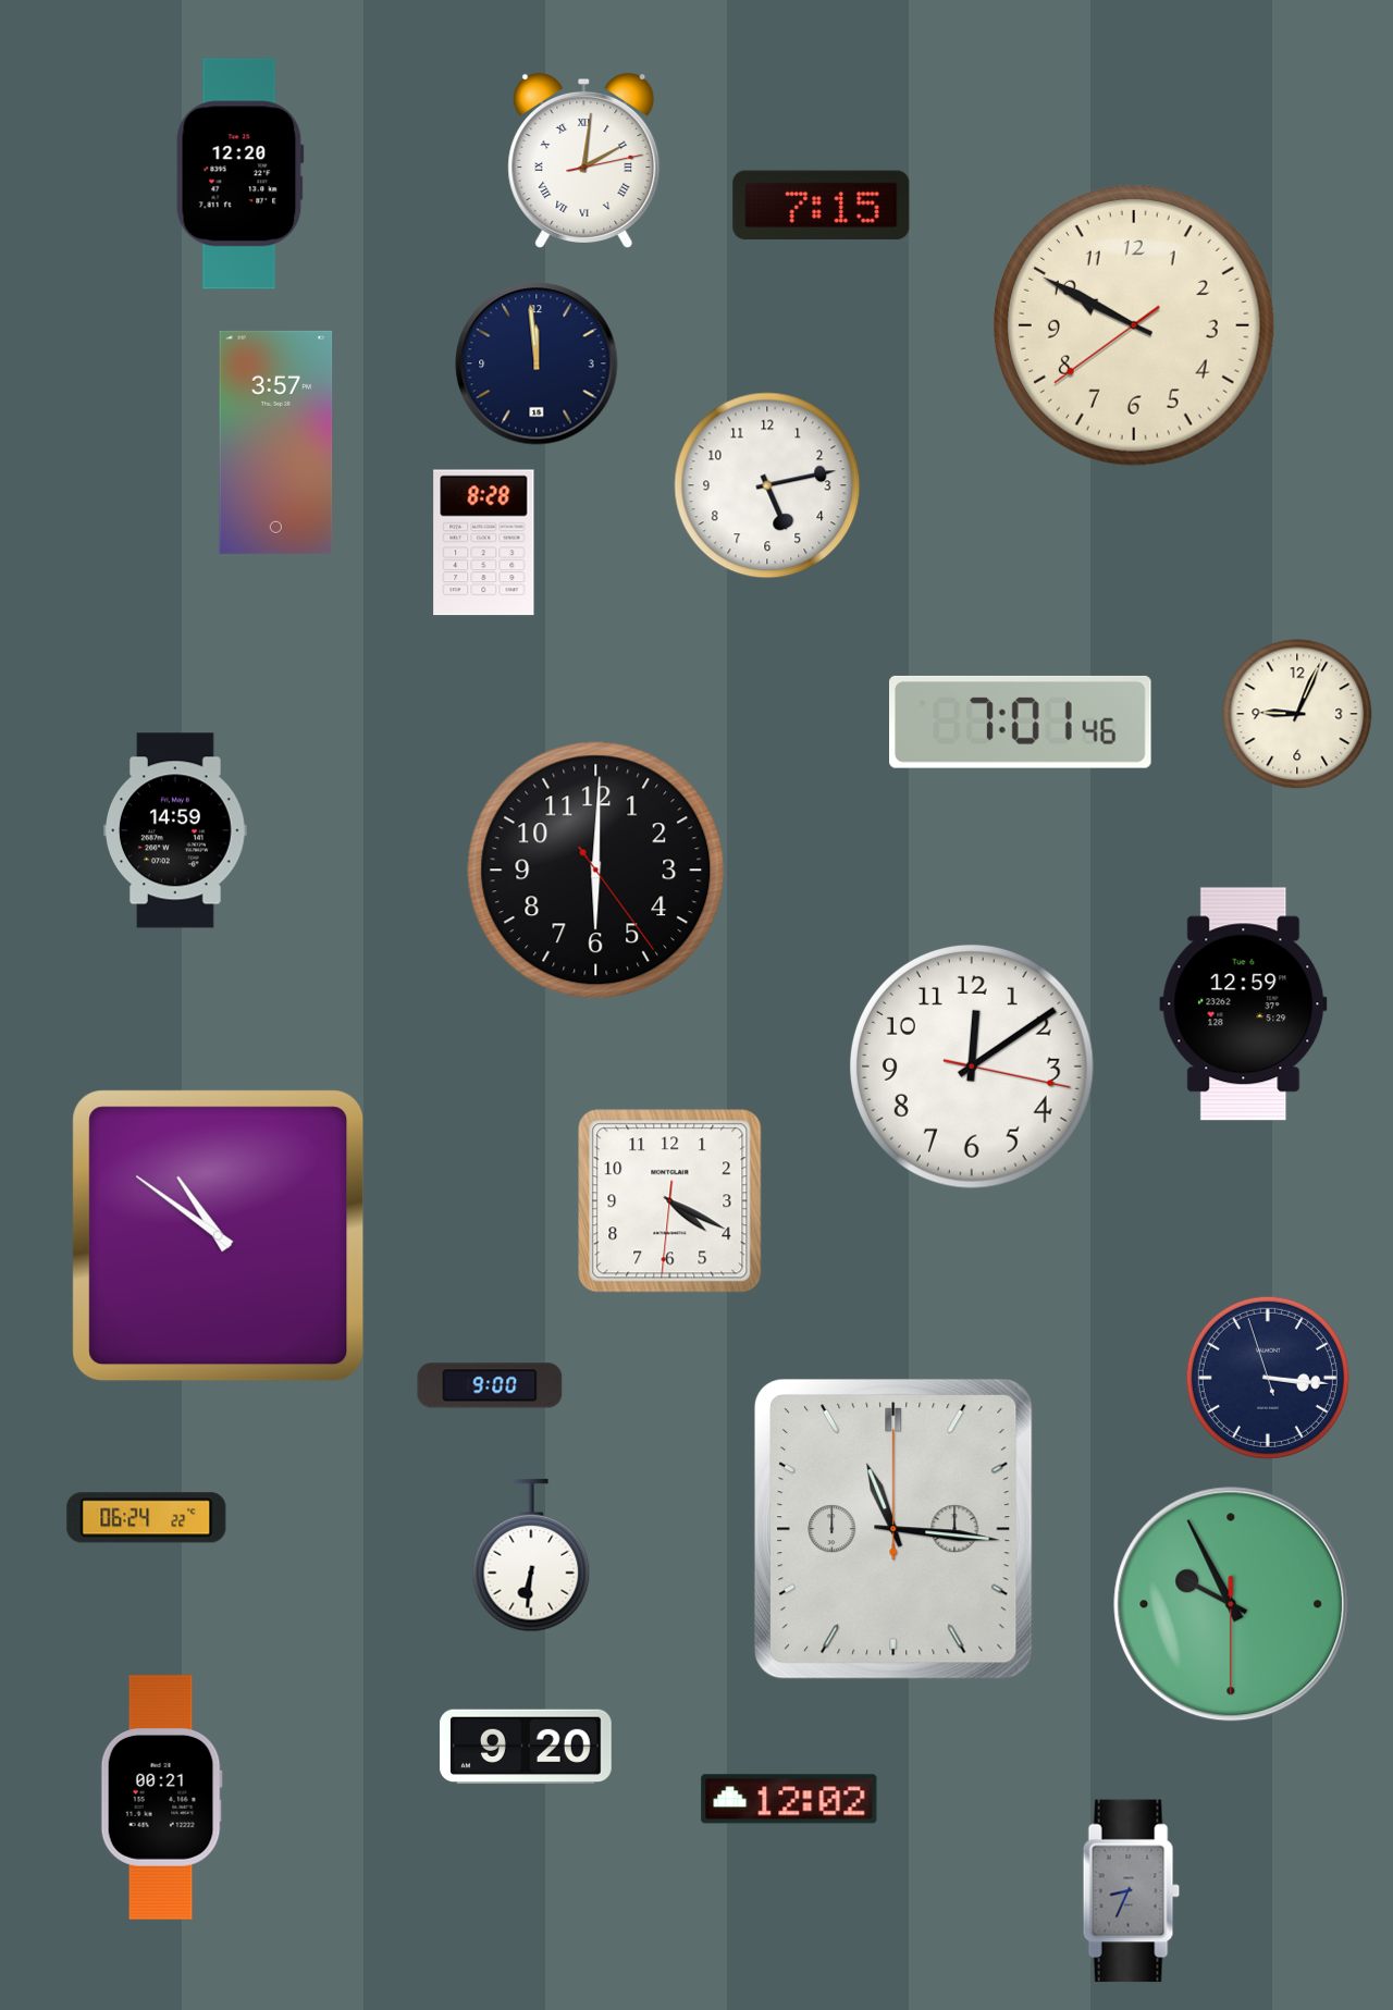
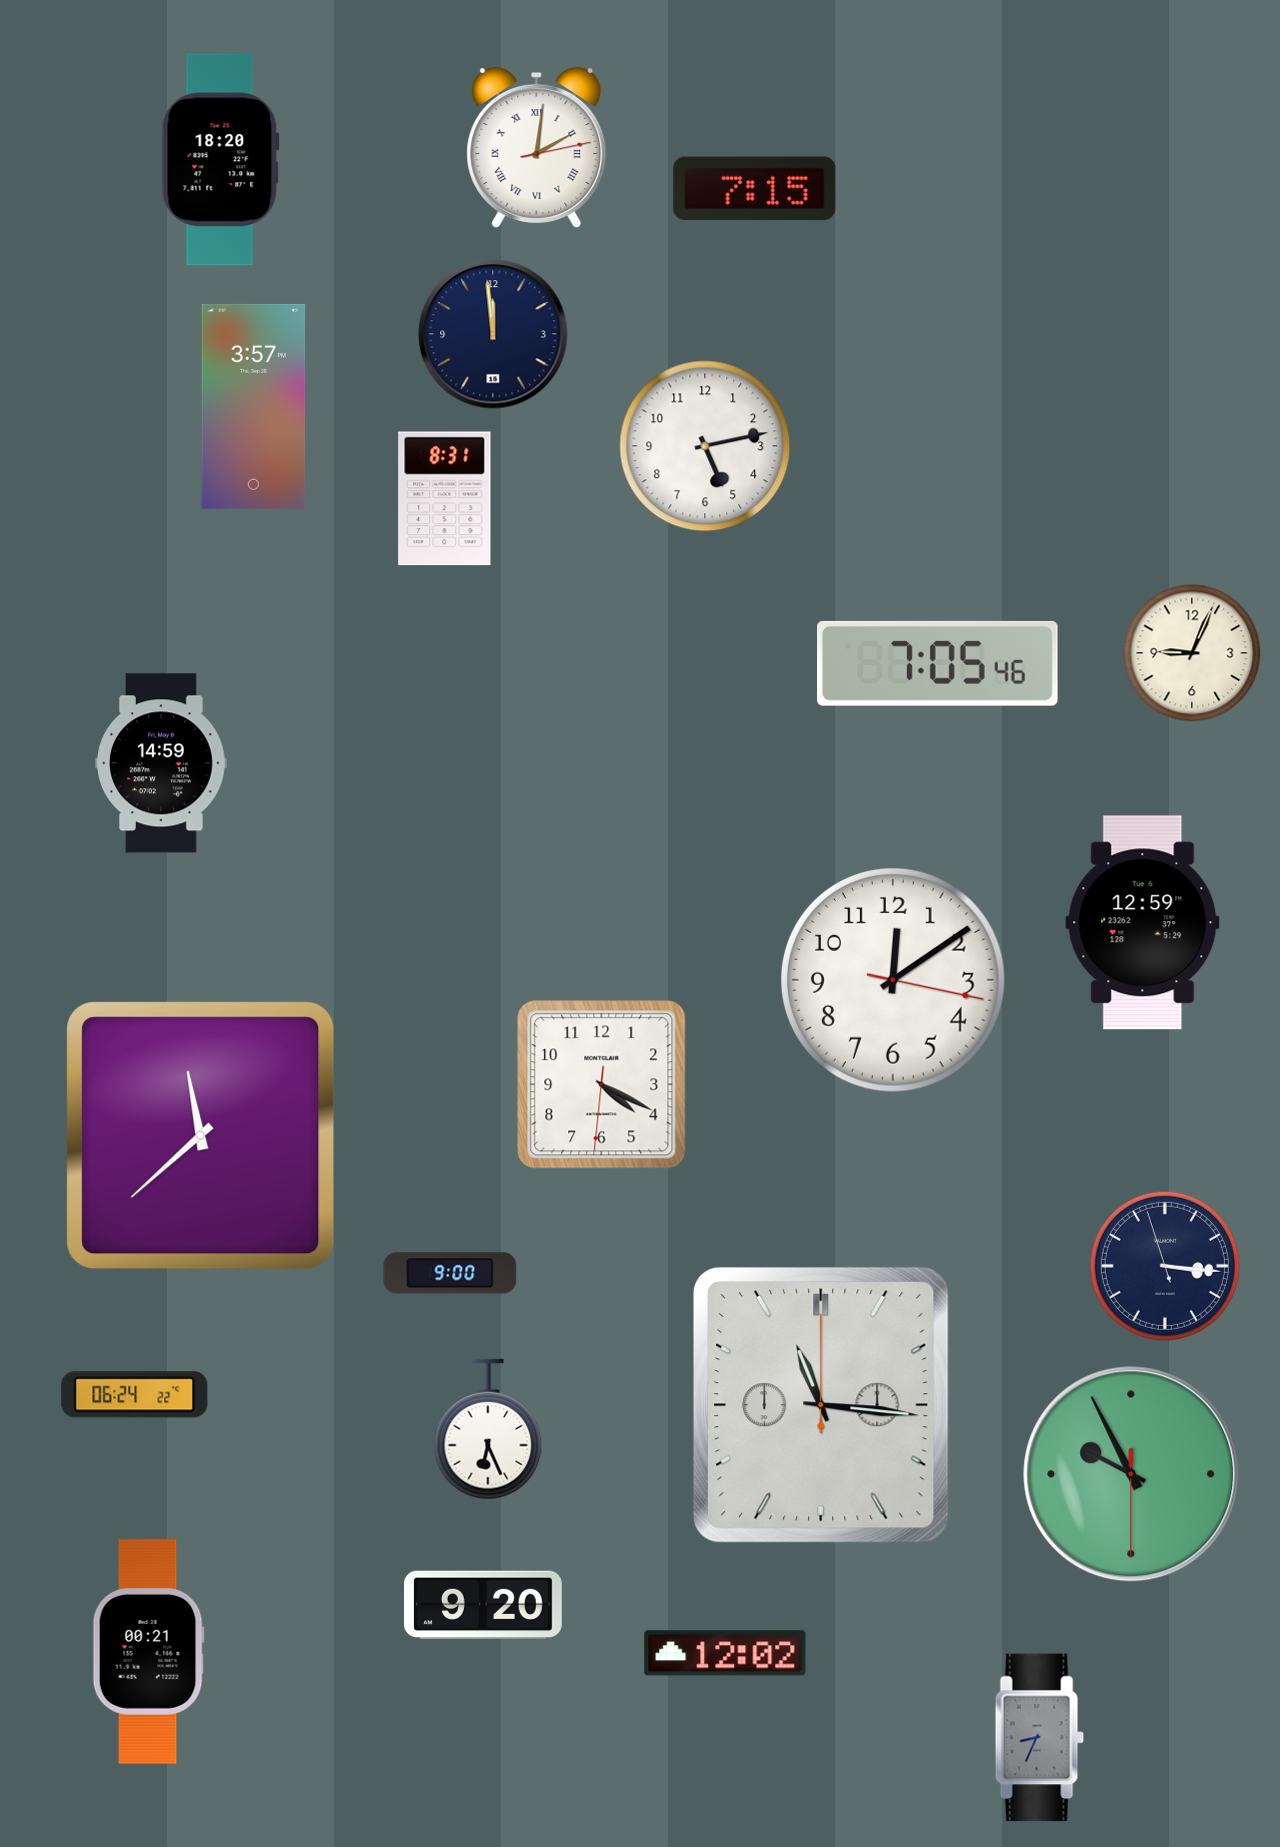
clock at (239, 174): 12:20 -> 18:20
clock at (1134, 325): 9:49 -> none
clock at (484, 543): 8:28 -> 8:31
clock at (1297, 714) position: (1297, 714) -> (1192, 653)
clock at (1021, 722): 7:01 -> 7:05
clock at (596, 871): 6:00 -> none
clock at (670, 1201) position: (670, 1201) -> (602, 1085)
clock at (219, 1236): 10:51 -> 11:38
clock at (531, 1555): 6:31 -> 6:26
